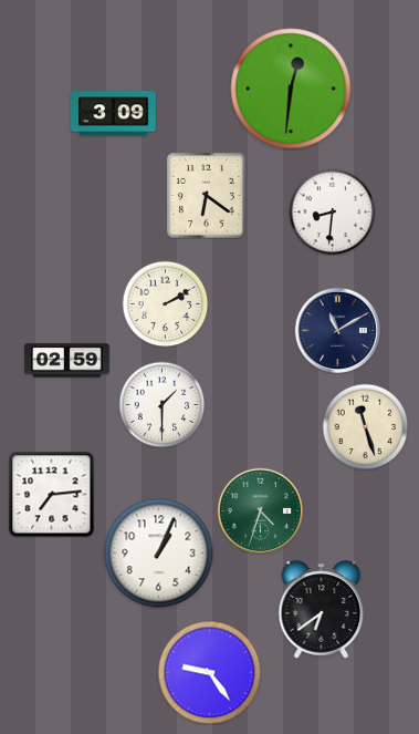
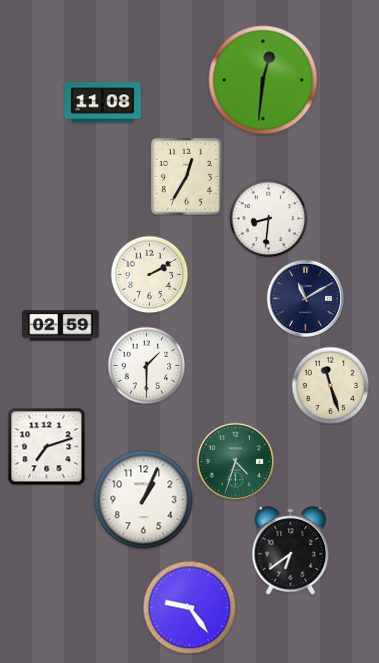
clock at (114, 114): 3:09 -> 11:08
clock at (206, 195): 6:21 -> 12:35
clock at (332, 211) position: (332, 211) -> (268, 218)
clock at (51, 494): 7:14 -> 7:12
